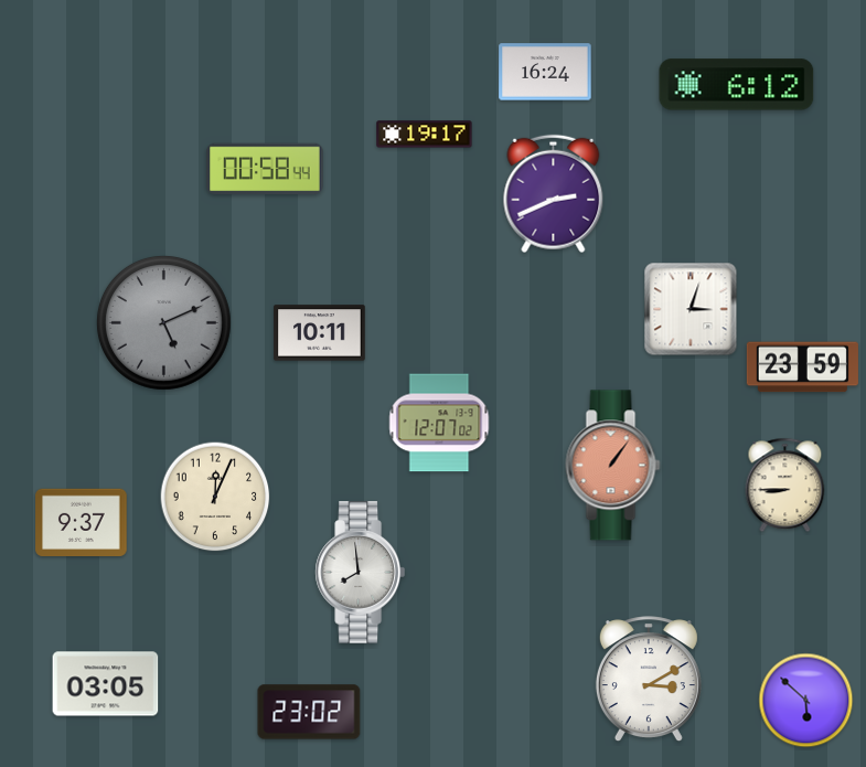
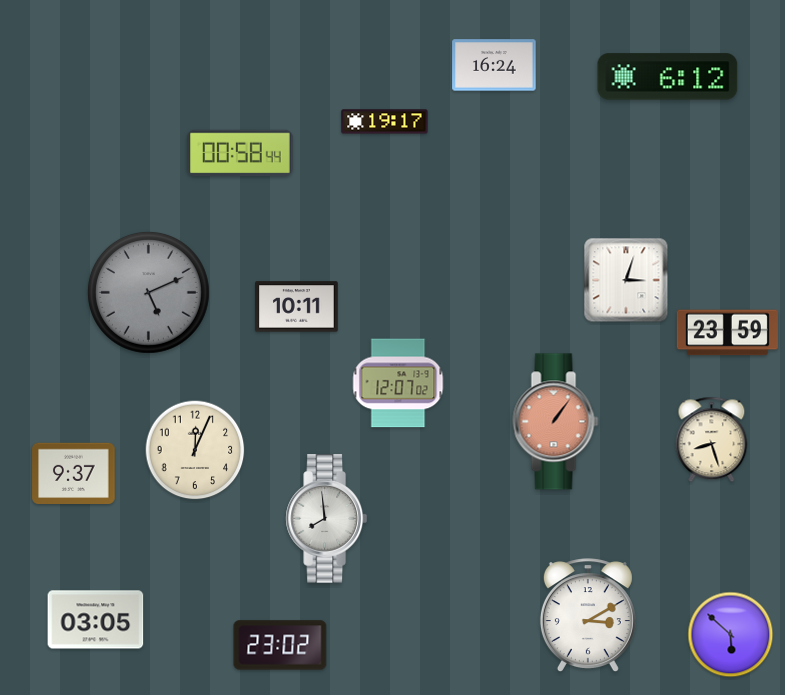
clock at (554, 194): 2:41 -> none
clock at (320, 333) position: (320, 333) -> (297, 307)
clock at (785, 486): 8:45 -> 8:27
